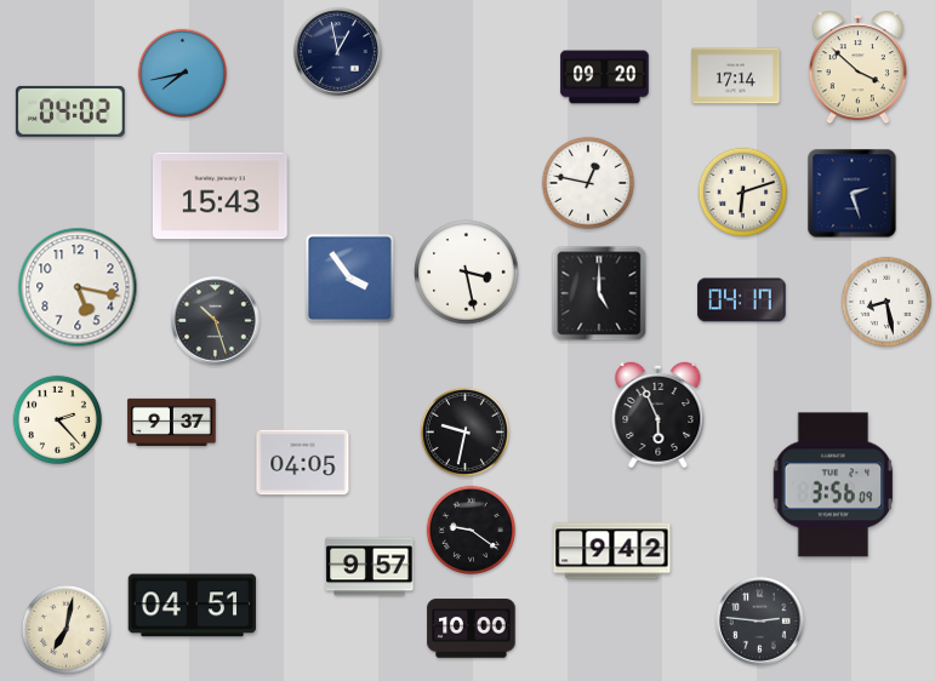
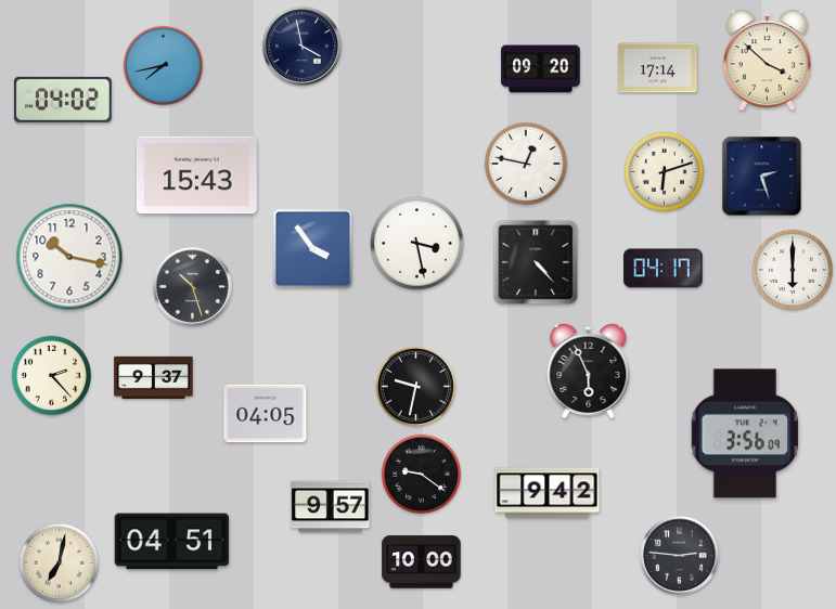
clock at (338, 52): 12:58 -> 3:58
clock at (853, 194) position: (853, 194) -> (762, 177)
clock at (78, 287): 5:17 -> 10:17
clock at (599, 293): 5:00 -> 4:23
clock at (886, 302): 8:28 -> 6:00
clock at (303, 463) position: (303, 463) -> (266, 414)
